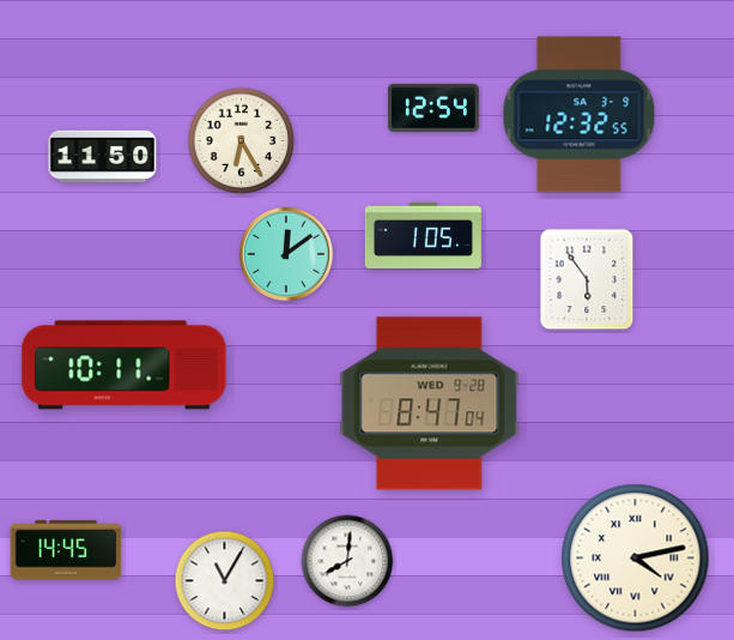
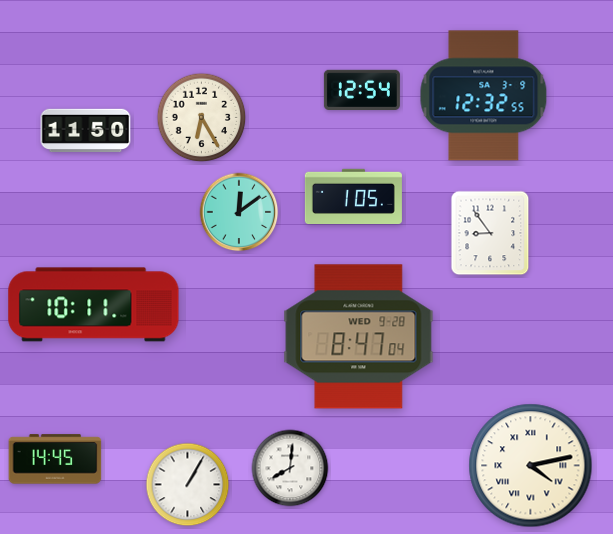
clock at (587, 279): 5:54 -> 8:54
clock at (125, 366) position: (125, 366) -> (94, 305)
clock at (225, 581): 11:05 -> 1:05
